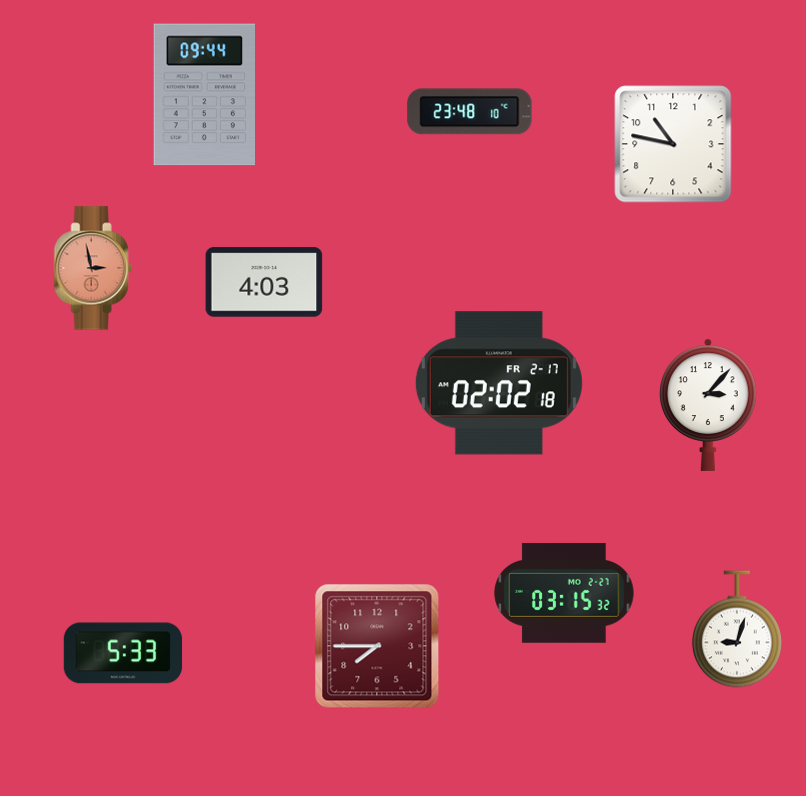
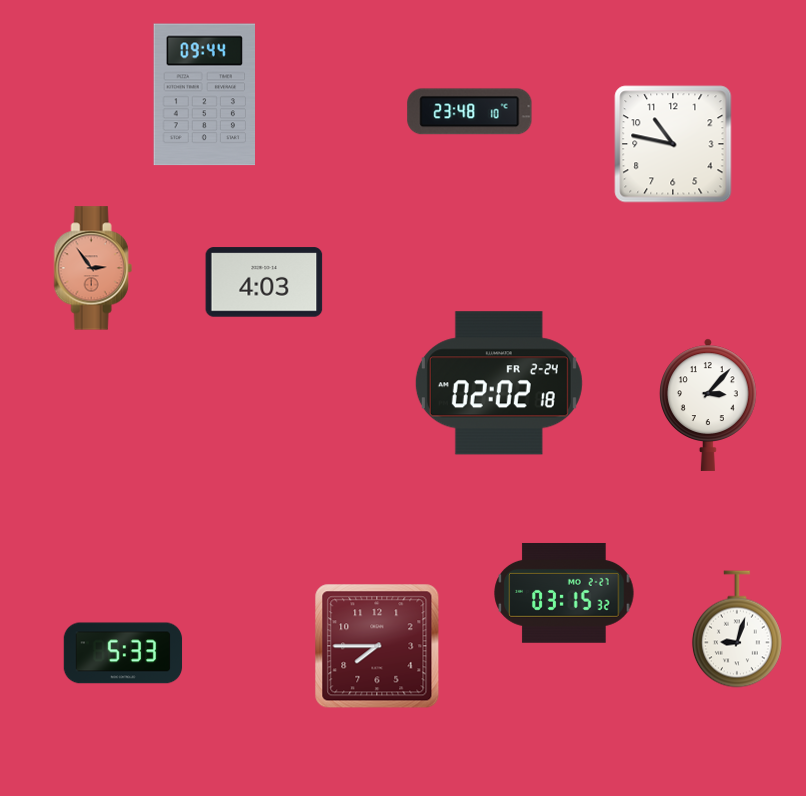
clock at (93, 268): 2:58 -> 2:54
clock at (499, 383) date: FR 2-17 -> FR 2-24
